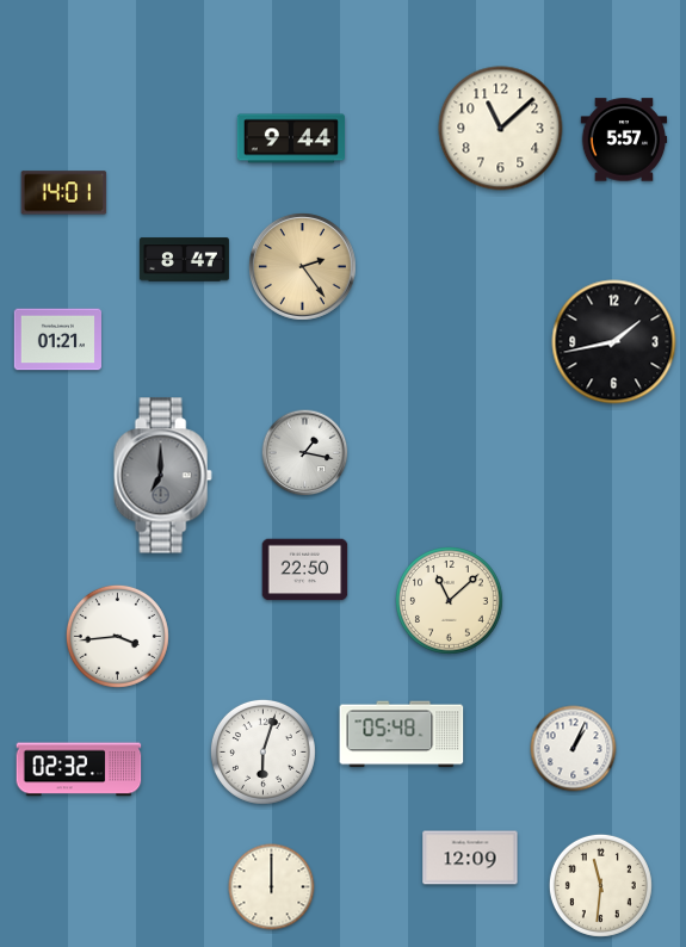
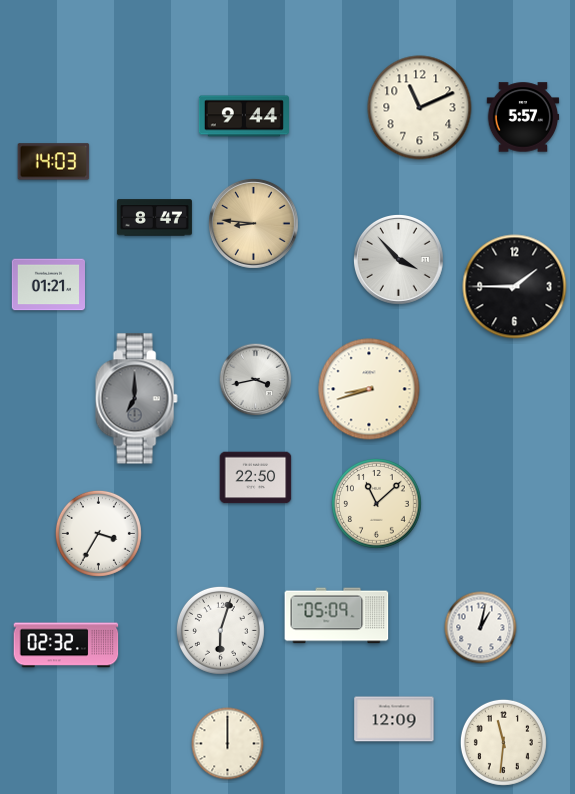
clock at (501, 129): 11:08 -> 11:11
clock at (64, 193): 14:01 -> 14:03
clock at (303, 267): 2:24 -> 8:46
clock at (399, 260): none -> 3:53
clock at (614, 342): 1:43 -> 1:45
clock at (305, 453): 1:17 -> 3:43
clock at (369, 389): none -> 8:42
clock at (117, 636): 3:44 -> 3:35
clock at (402, 735): 05:48 -> 05:09
clock at (574, 749): 1:04 -> 1:02
